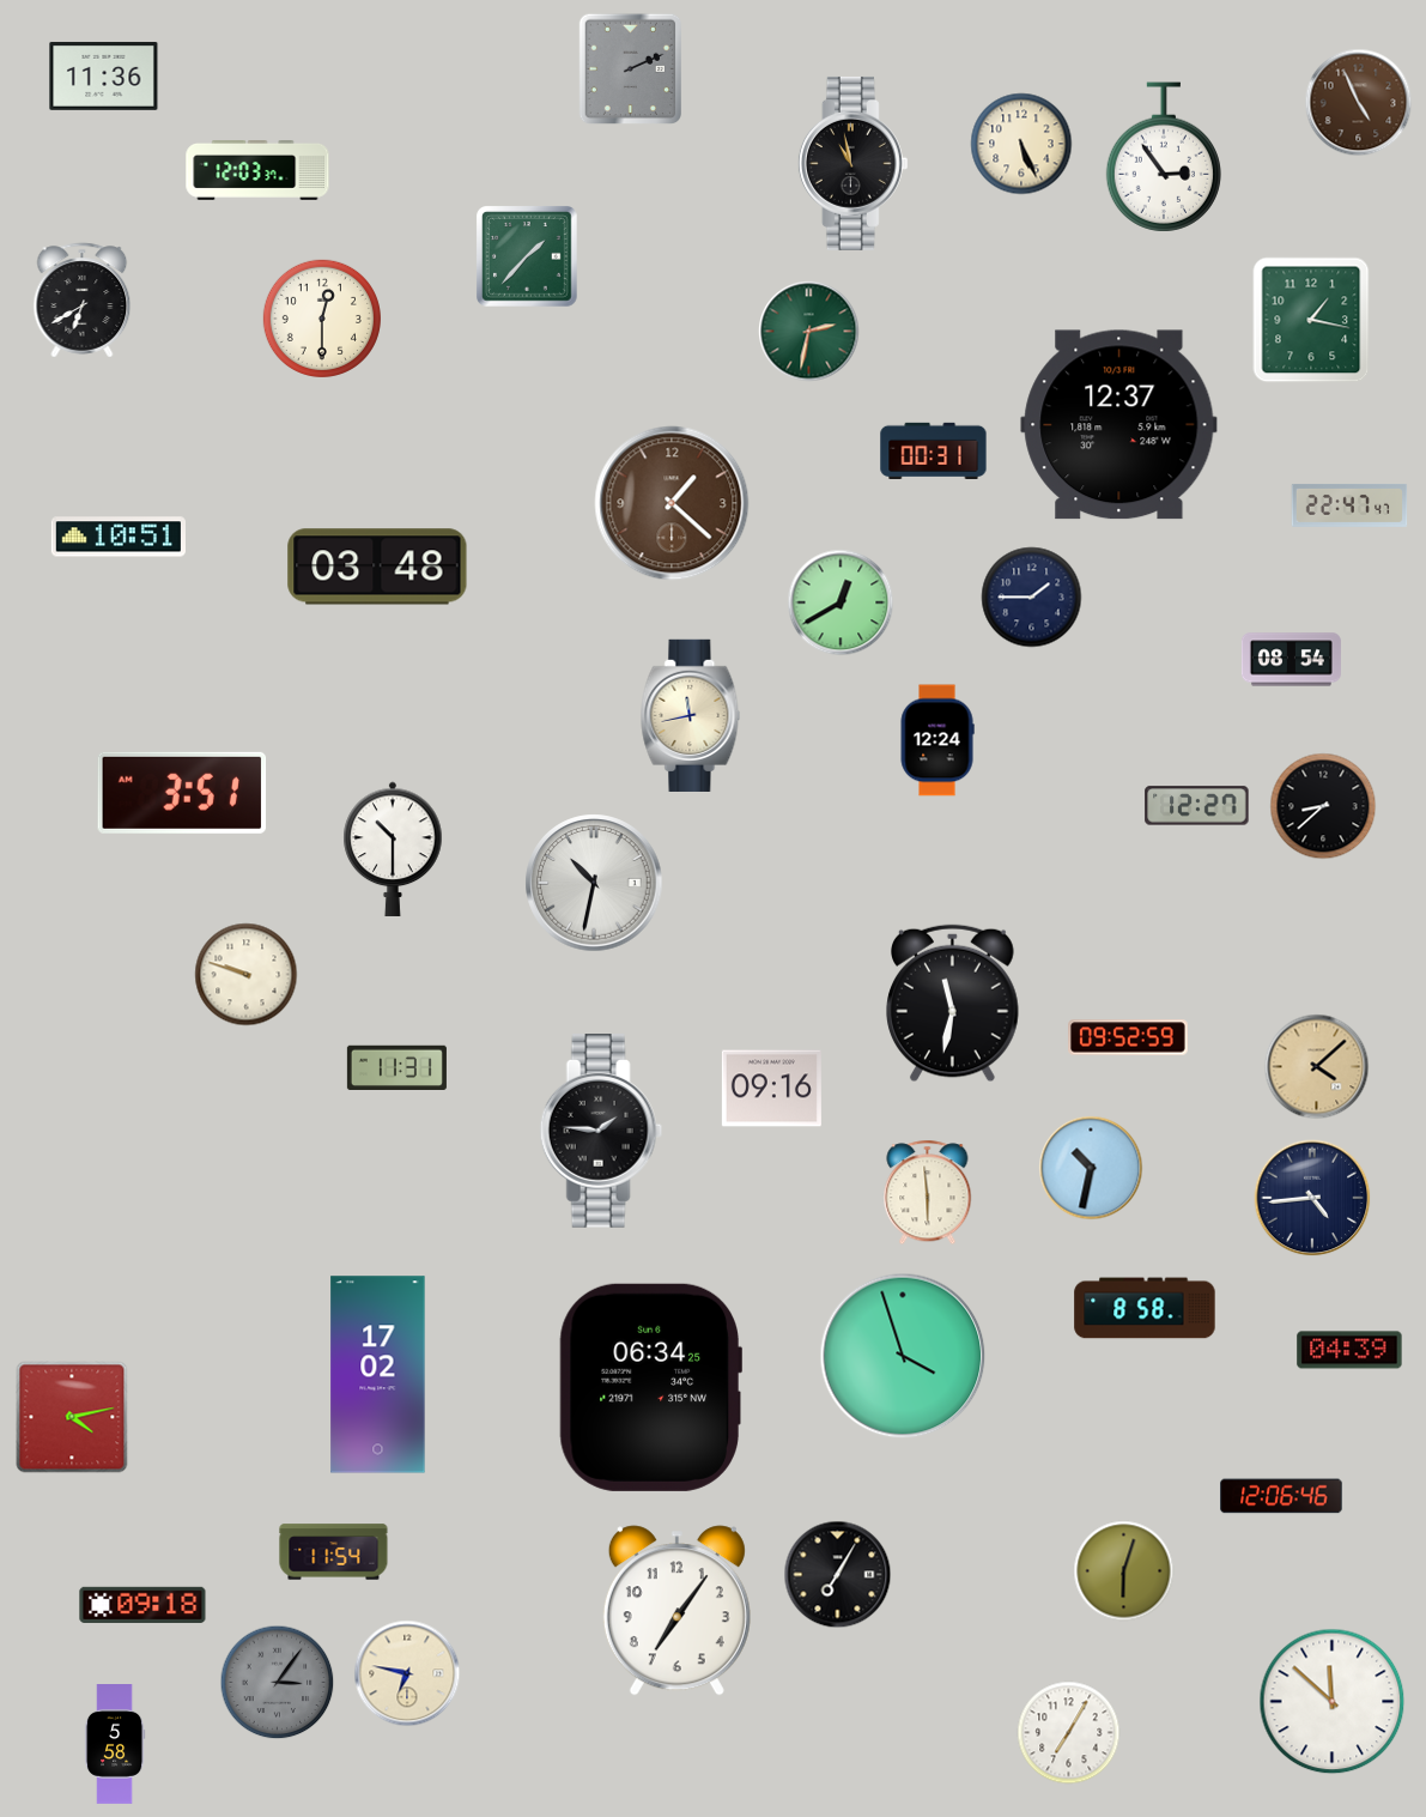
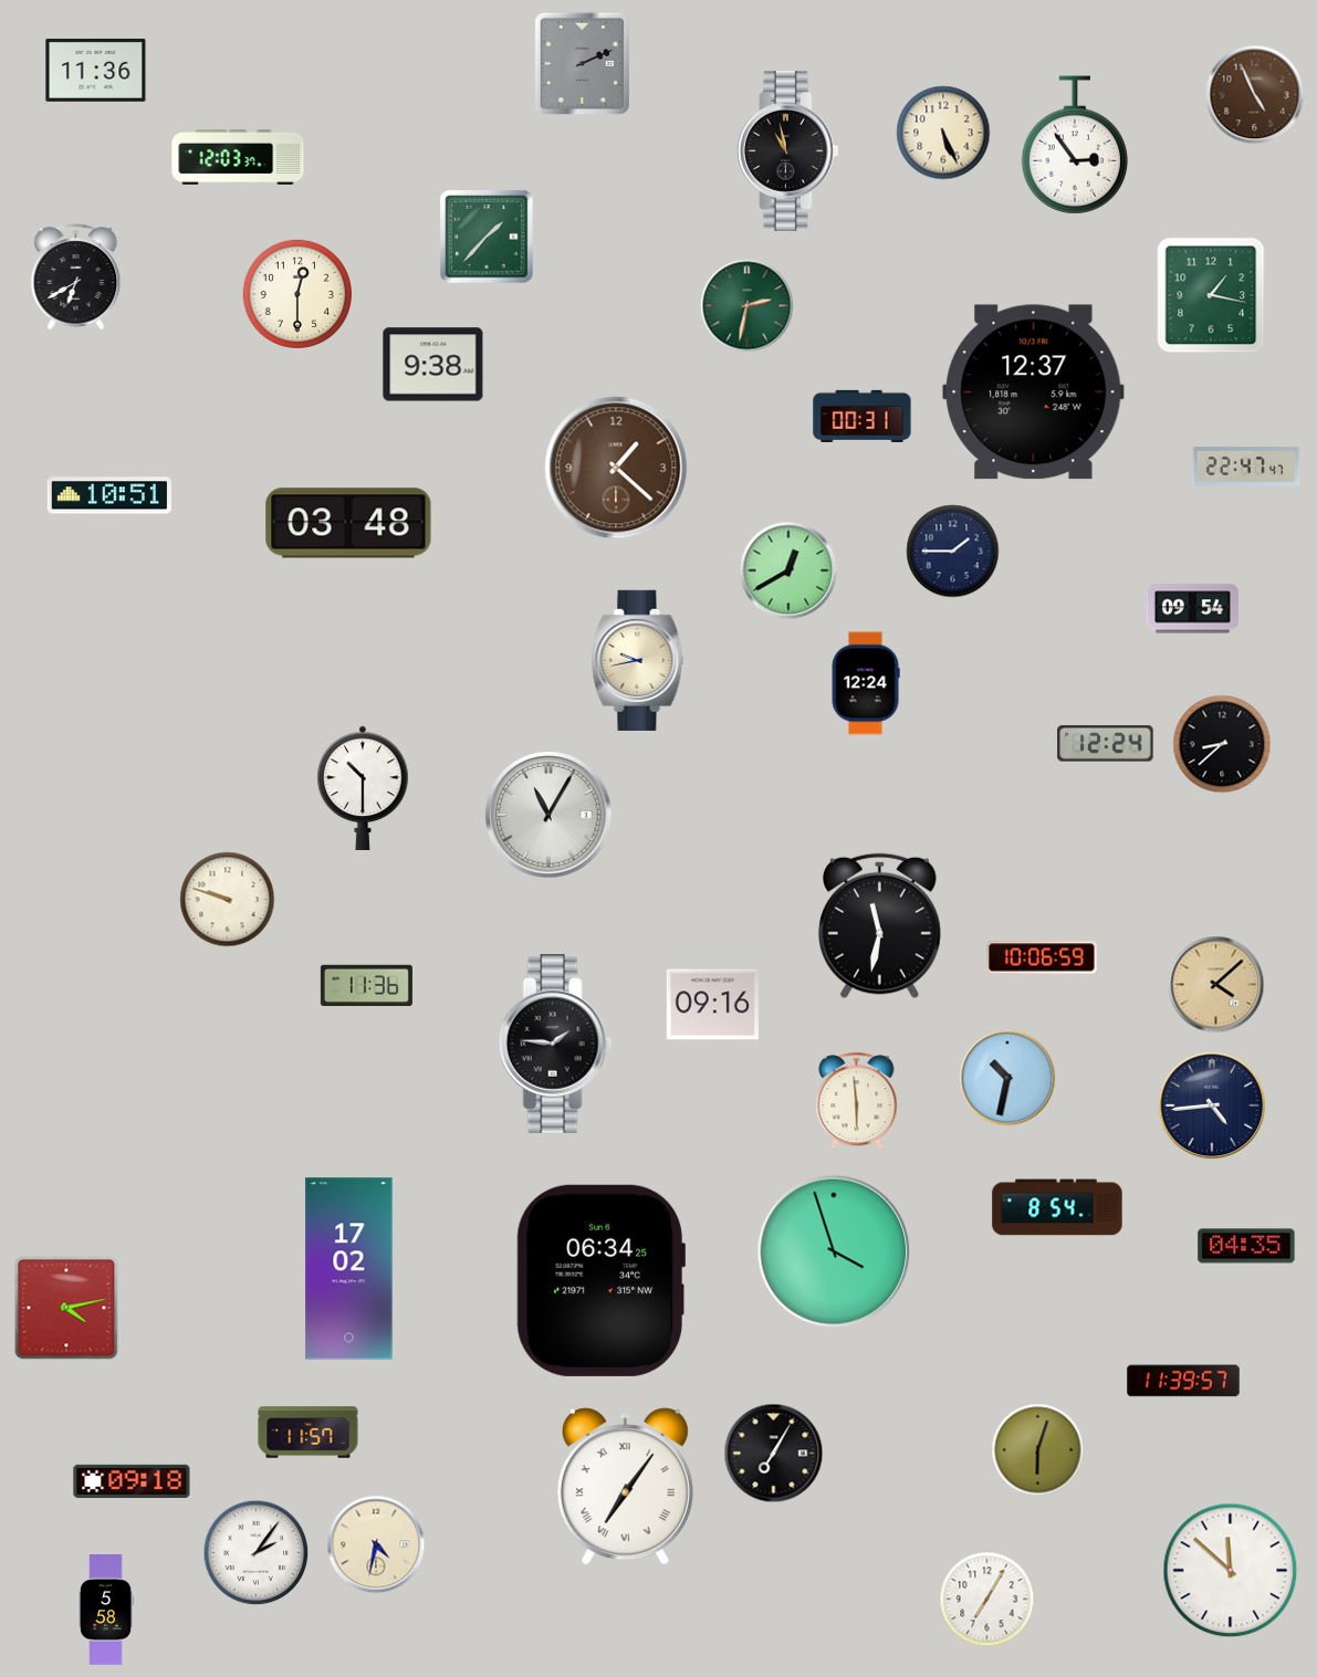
clock at (433, 365): none -> 9:38
clock at (672, 503) position: (672, 503) -> (616, 468)
clock at (841, 602) position: (841, 602) -> (788, 570)
clock at (1291, 660): 08:54 -> 09:54
clock at (691, 715): 11:43 -> 9:43
clock at (182, 793): 3:51 -> none
clock at (1197, 806): 12:27 -> 12:24
clock at (393, 849) position: (393, 849) -> (363, 788)
clock at (594, 883): 10:32 -> 11:05
clock at (1129, 1037): 09:52 -> 10:06
clock at (396, 1067): 11:31 -> 11:36
clock at (1145, 1308): 8:58 -> 8:54
clock at (1349, 1350): 04:39 -> 04:35
clock at (1281, 1496): 12:06 -> 11:39
clock at (334, 1552): 11:54 -> 11:57
clock at (676, 1611) numerals: Arabic -> Roman
clock at (407, 1673): 6:47 -> 4:32
clock at (278, 1683): 3:06 -> 2:06
clock at (278, 1683) dial: grey -> white
